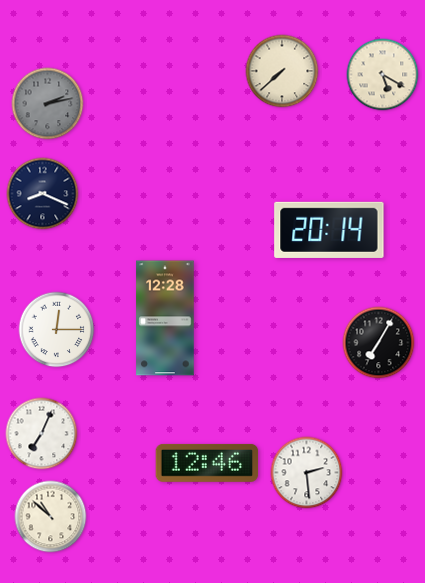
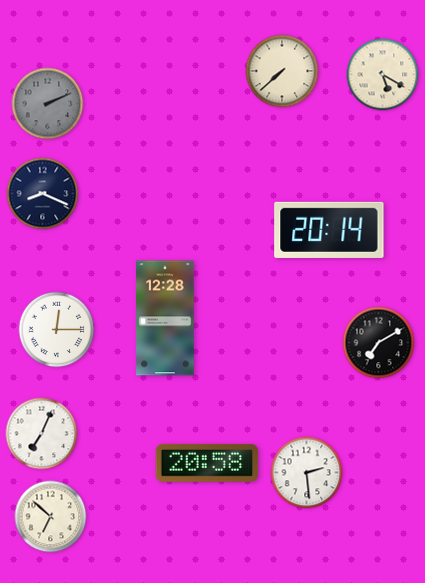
clock at (48, 104): 2:13 -> 2:11
clock at (379, 343): 7:05 -> 7:10
clock at (207, 463): 12:46 -> 20:58
clock at (51, 517): 10:52 -> 6:52
